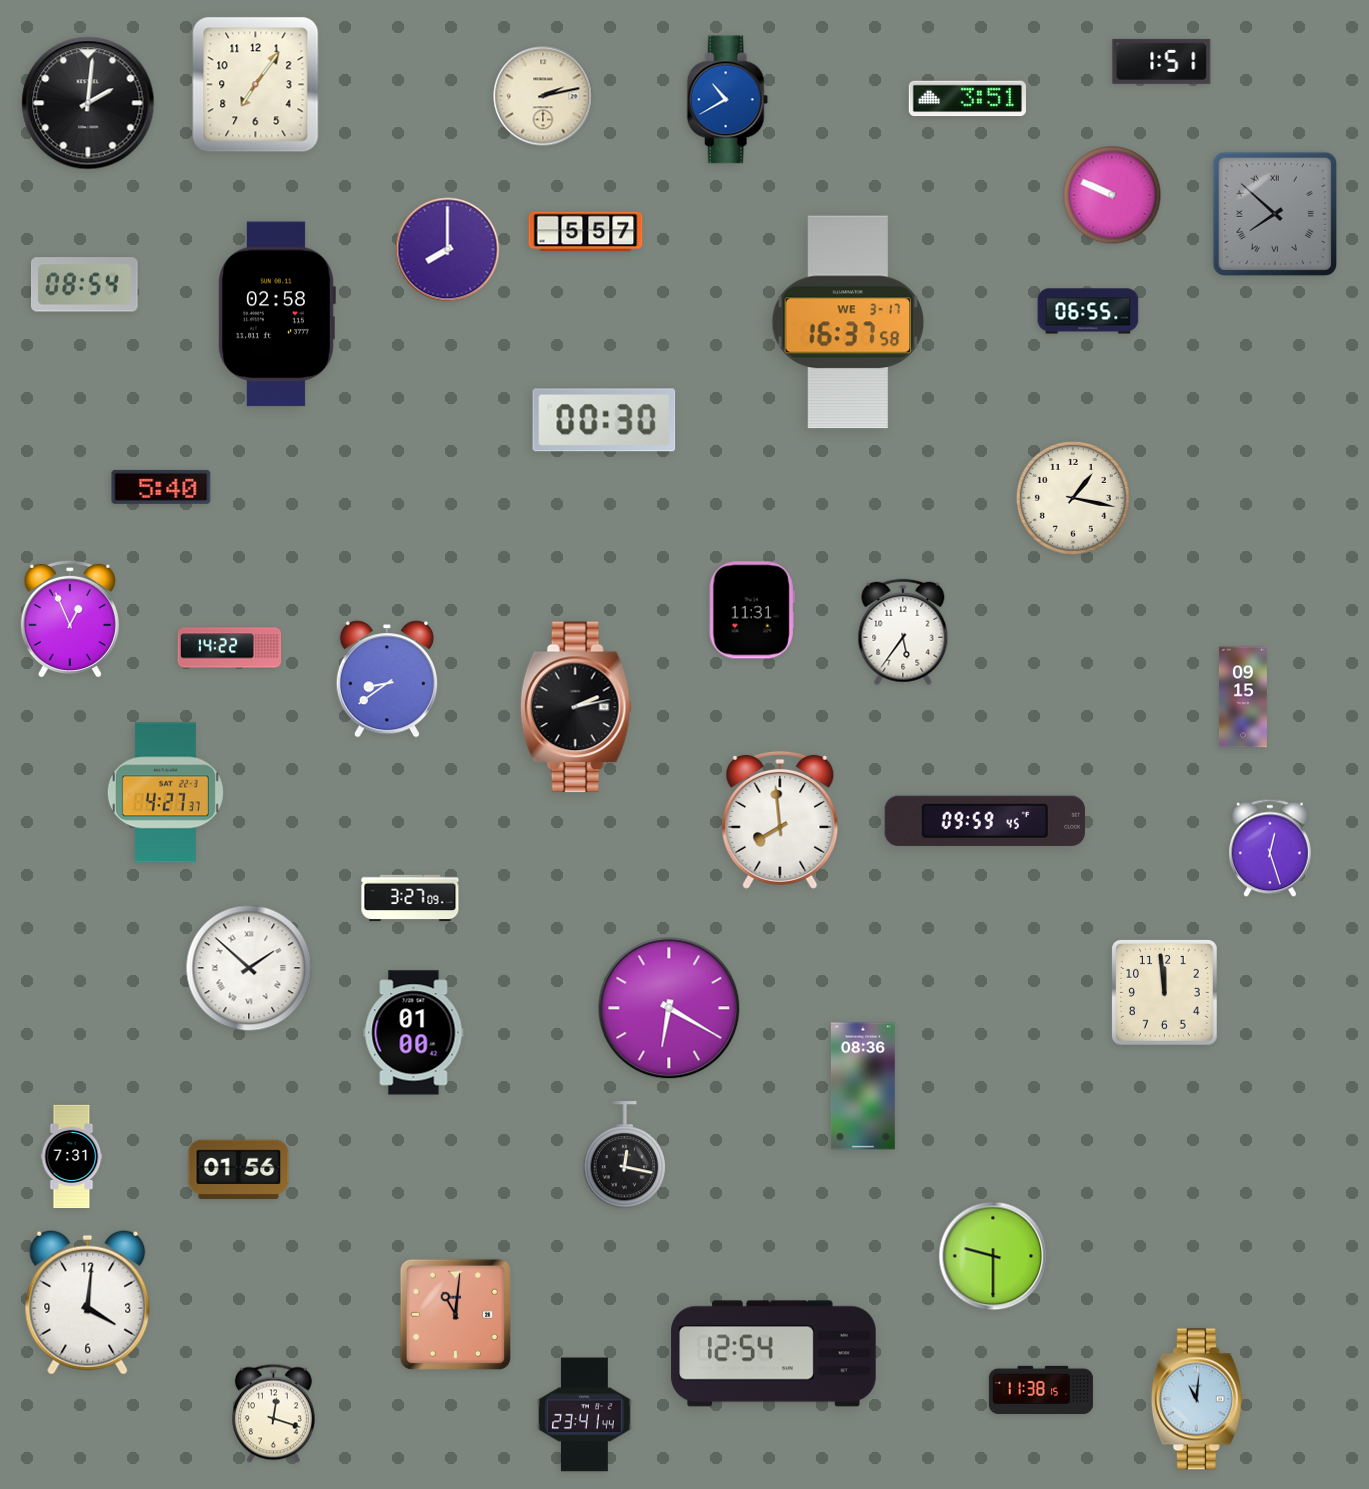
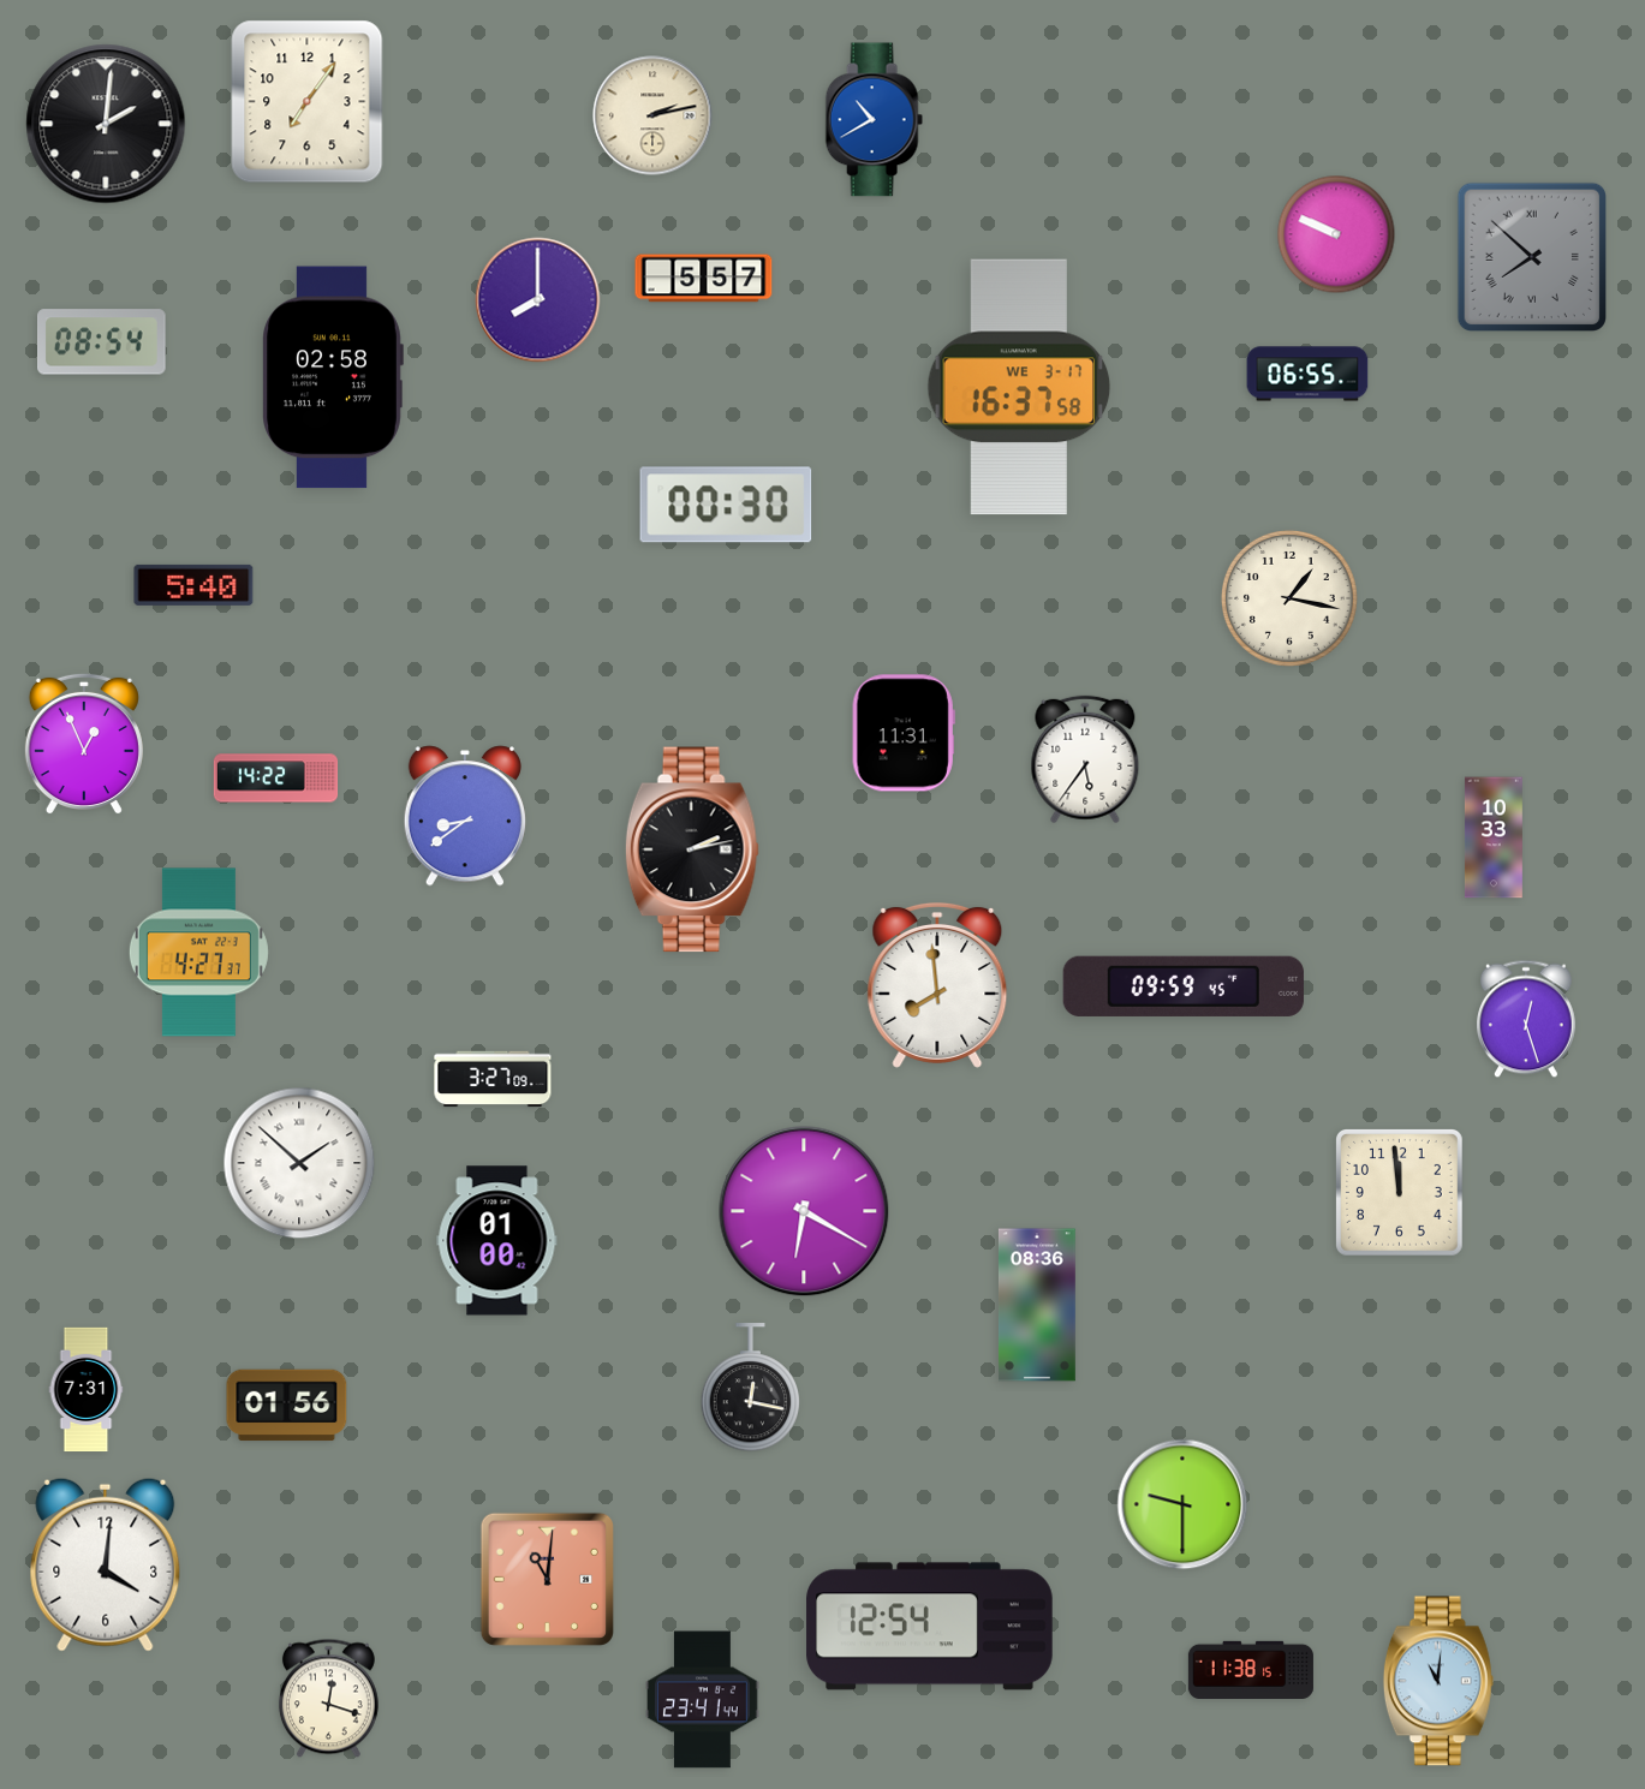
clock at (1162, 61): 1:51 -> none
clock at (967, 99): 3:51 -> none
clock at (1243, 697): 09:15 -> 10:33
clock at (993, 1256) position: (993, 1256) -> (1182, 1504)
